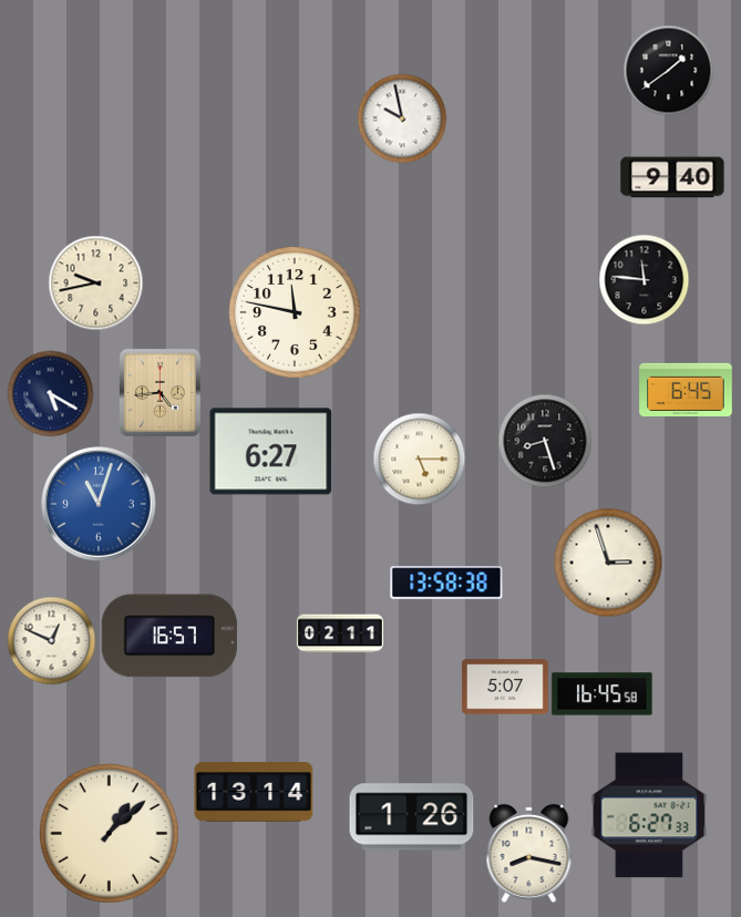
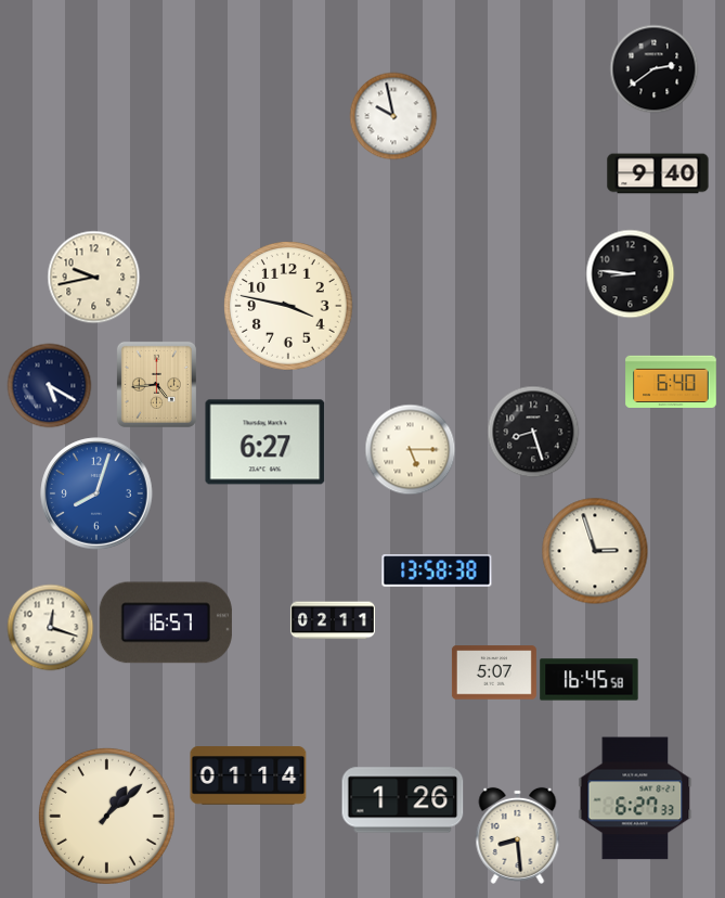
clock at (668, 70): 1:39 -> 2:39
clock at (644, 279): 11:46 -> 8:46
clock at (296, 313): 11:47 -> 3:47
clock at (686, 390): 6:45 -> 6:40
clock at (99, 504): 11:03 -> 8:03
clock at (51, 640): 12:49 -> 12:18
clock at (254, 792): 13:14 -> 01:14
clock at (529, 853): 8:17 -> 8:29
